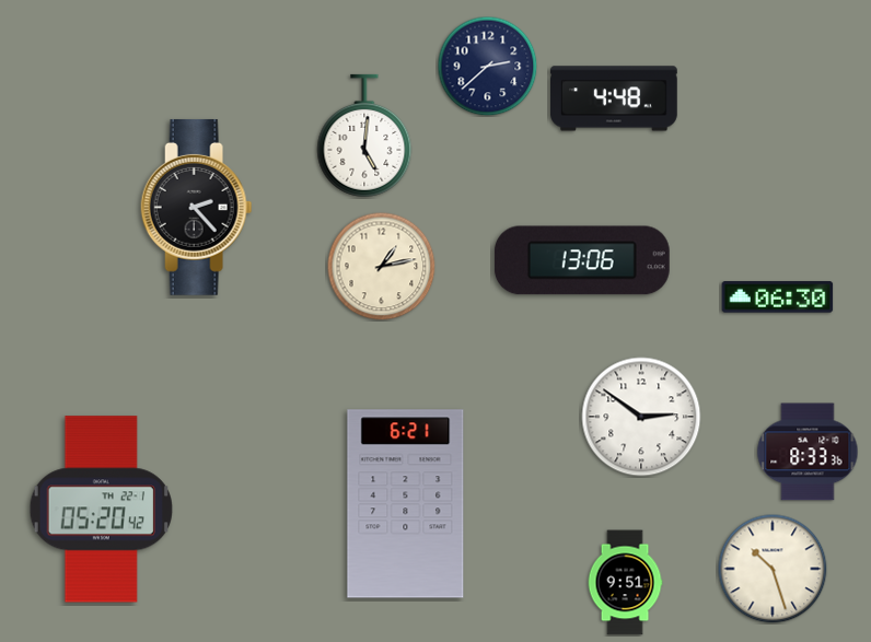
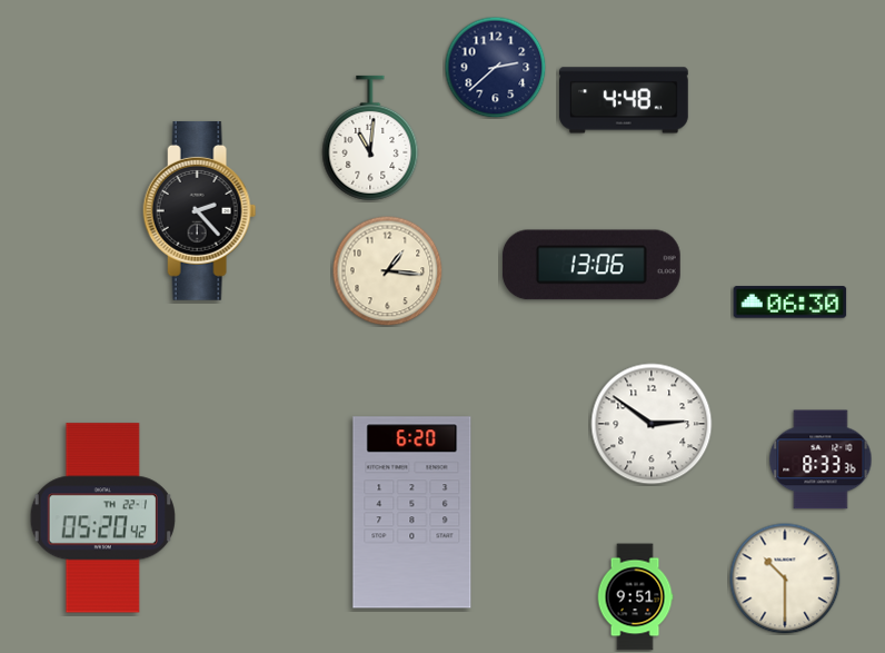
clock at (364, 136): 5:01 -> 11:01
clock at (382, 267): 1:13 -> 1:16
clock at (406, 504): 6:21 -> 6:20
clock at (773, 569): 10:27 -> 10:30
clock at (625, 583) position: (625, 583) -> (635, 597)
